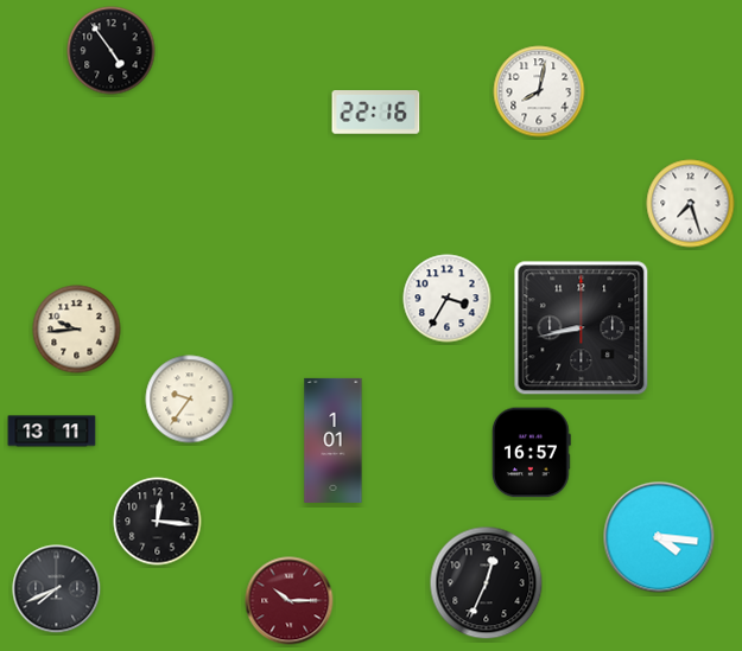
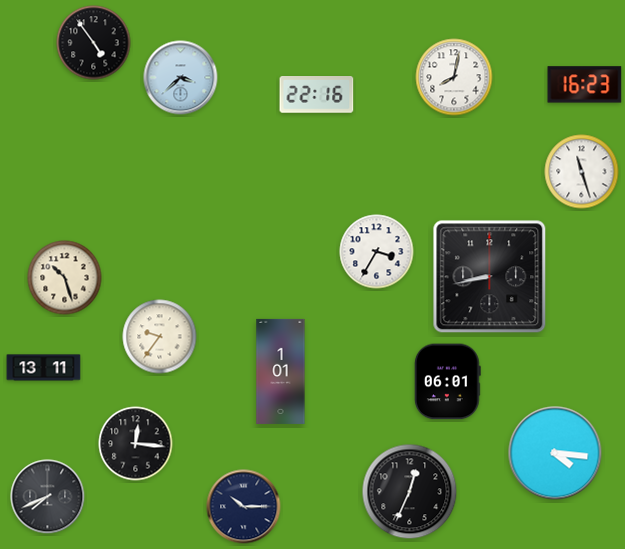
clock at (181, 78): none -> 3:38
clock at (585, 85): none -> 16:23
clock at (691, 204): 7:27 -> 11:27
clock at (77, 330): 9:44 -> 10:27
clock at (52, 432) position: (52, 432) -> (44, 368)
clock at (531, 453): 16:57 -> 06:01
clock at (158, 522) position: (158, 522) -> (136, 444)
clock at (290, 601) dial: burgundy -> navy
